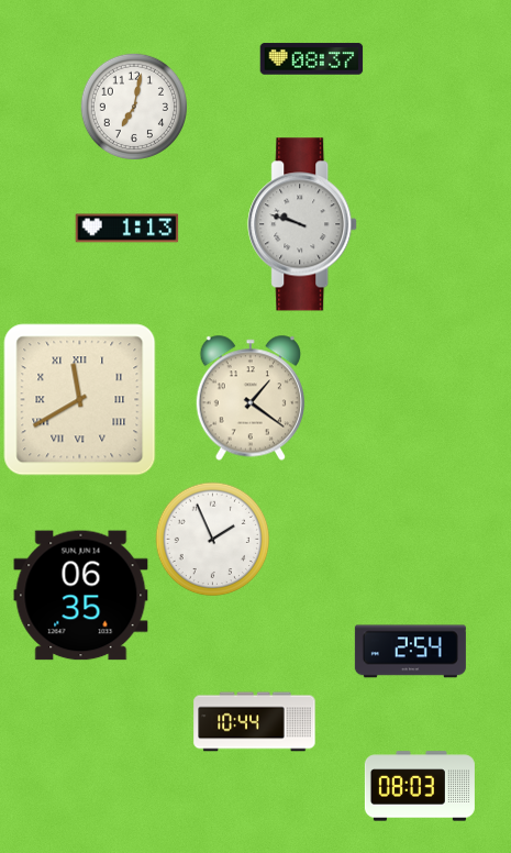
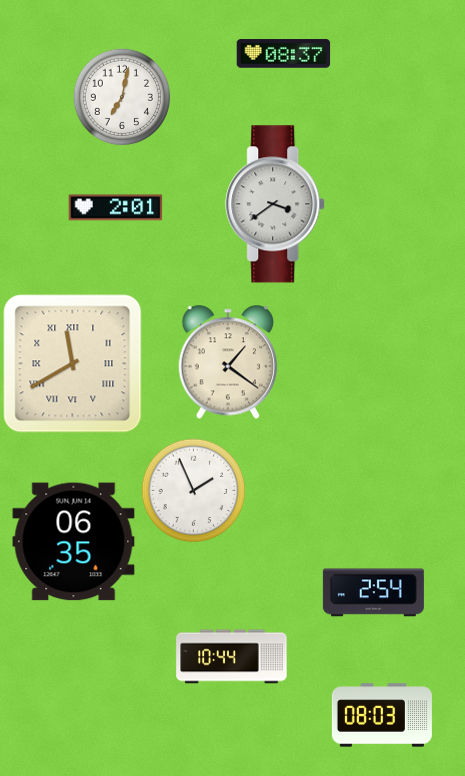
clock at (303, 224): 9:48 -> 3:39
clock at (127, 229): 1:13 -> 2:01
